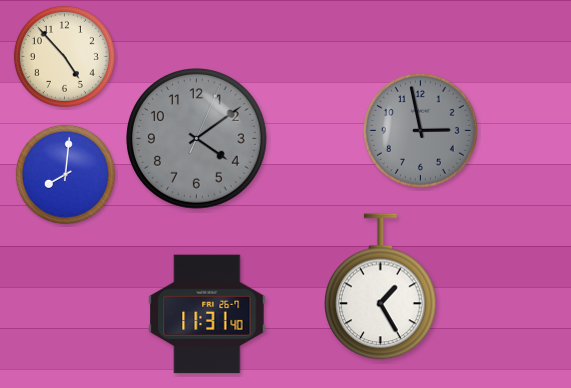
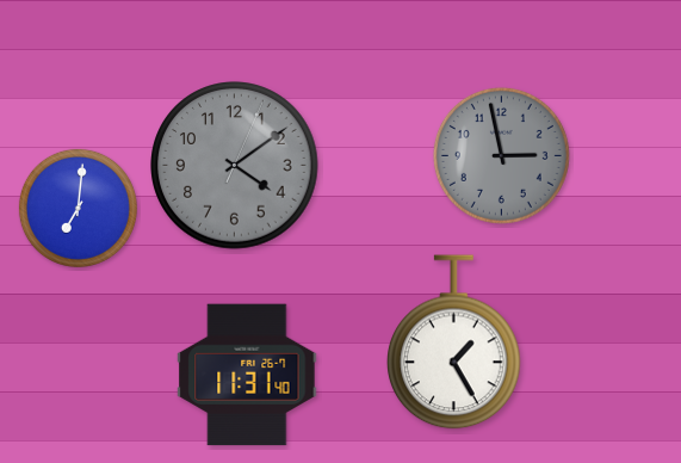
clock at (64, 56): 4:53 -> none
clock at (65, 174): 8:01 -> 7:01
